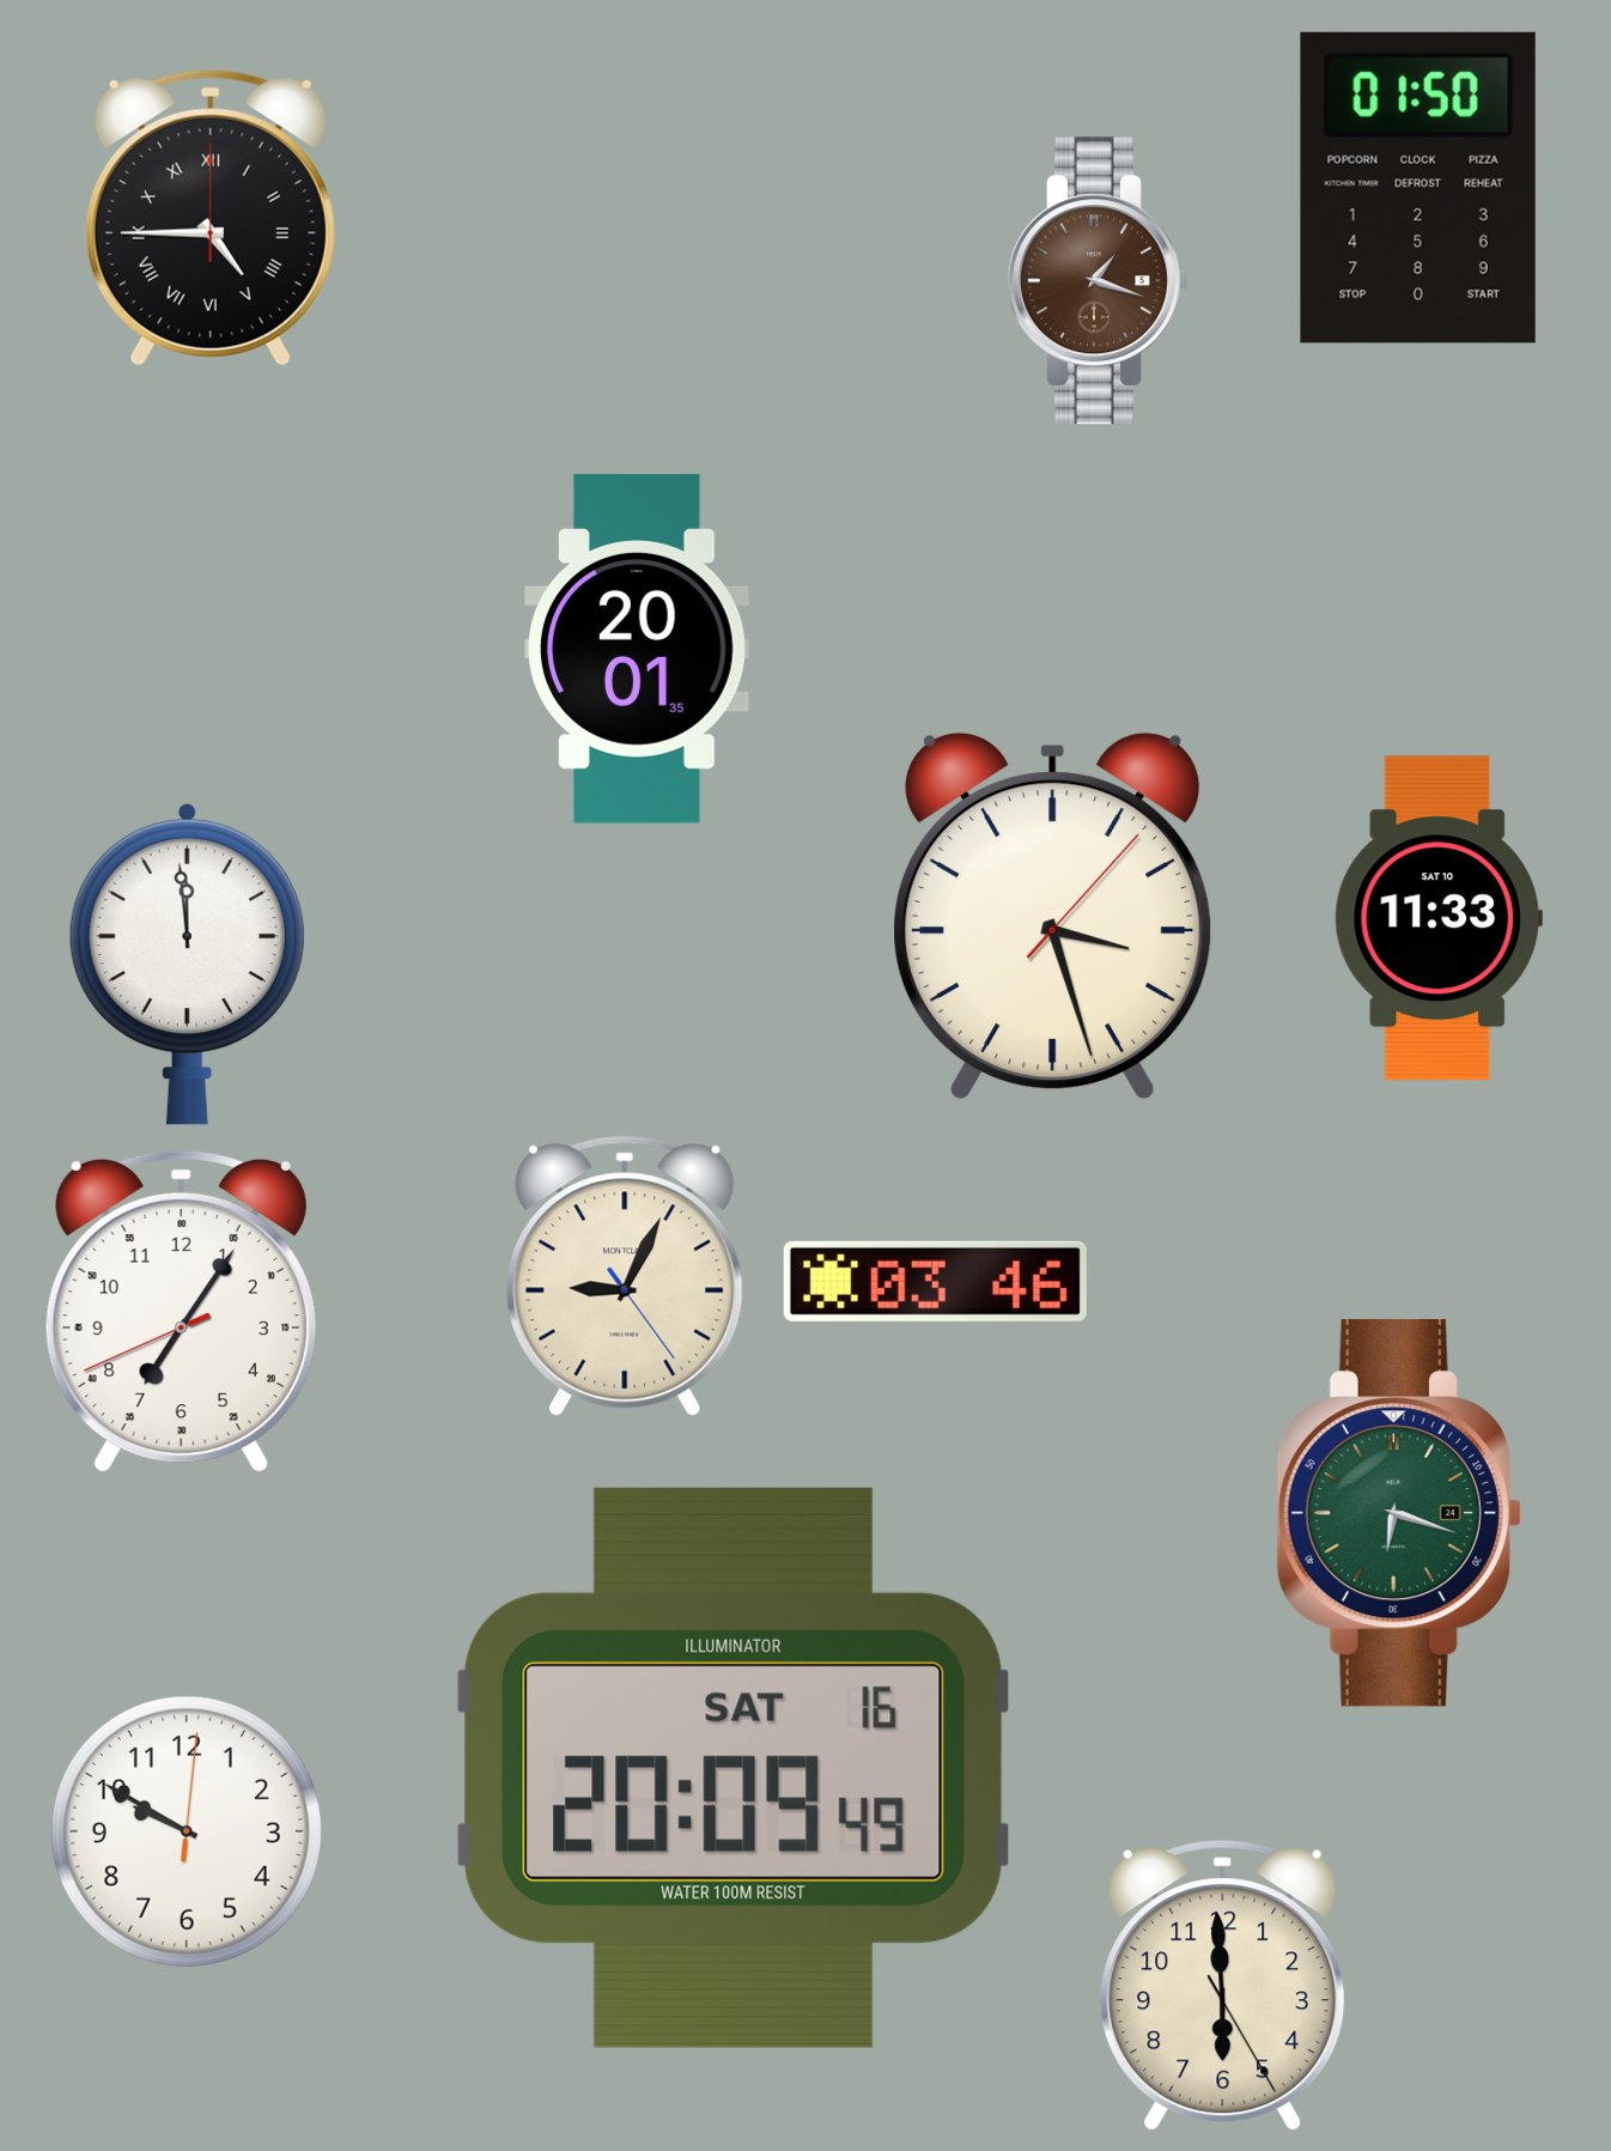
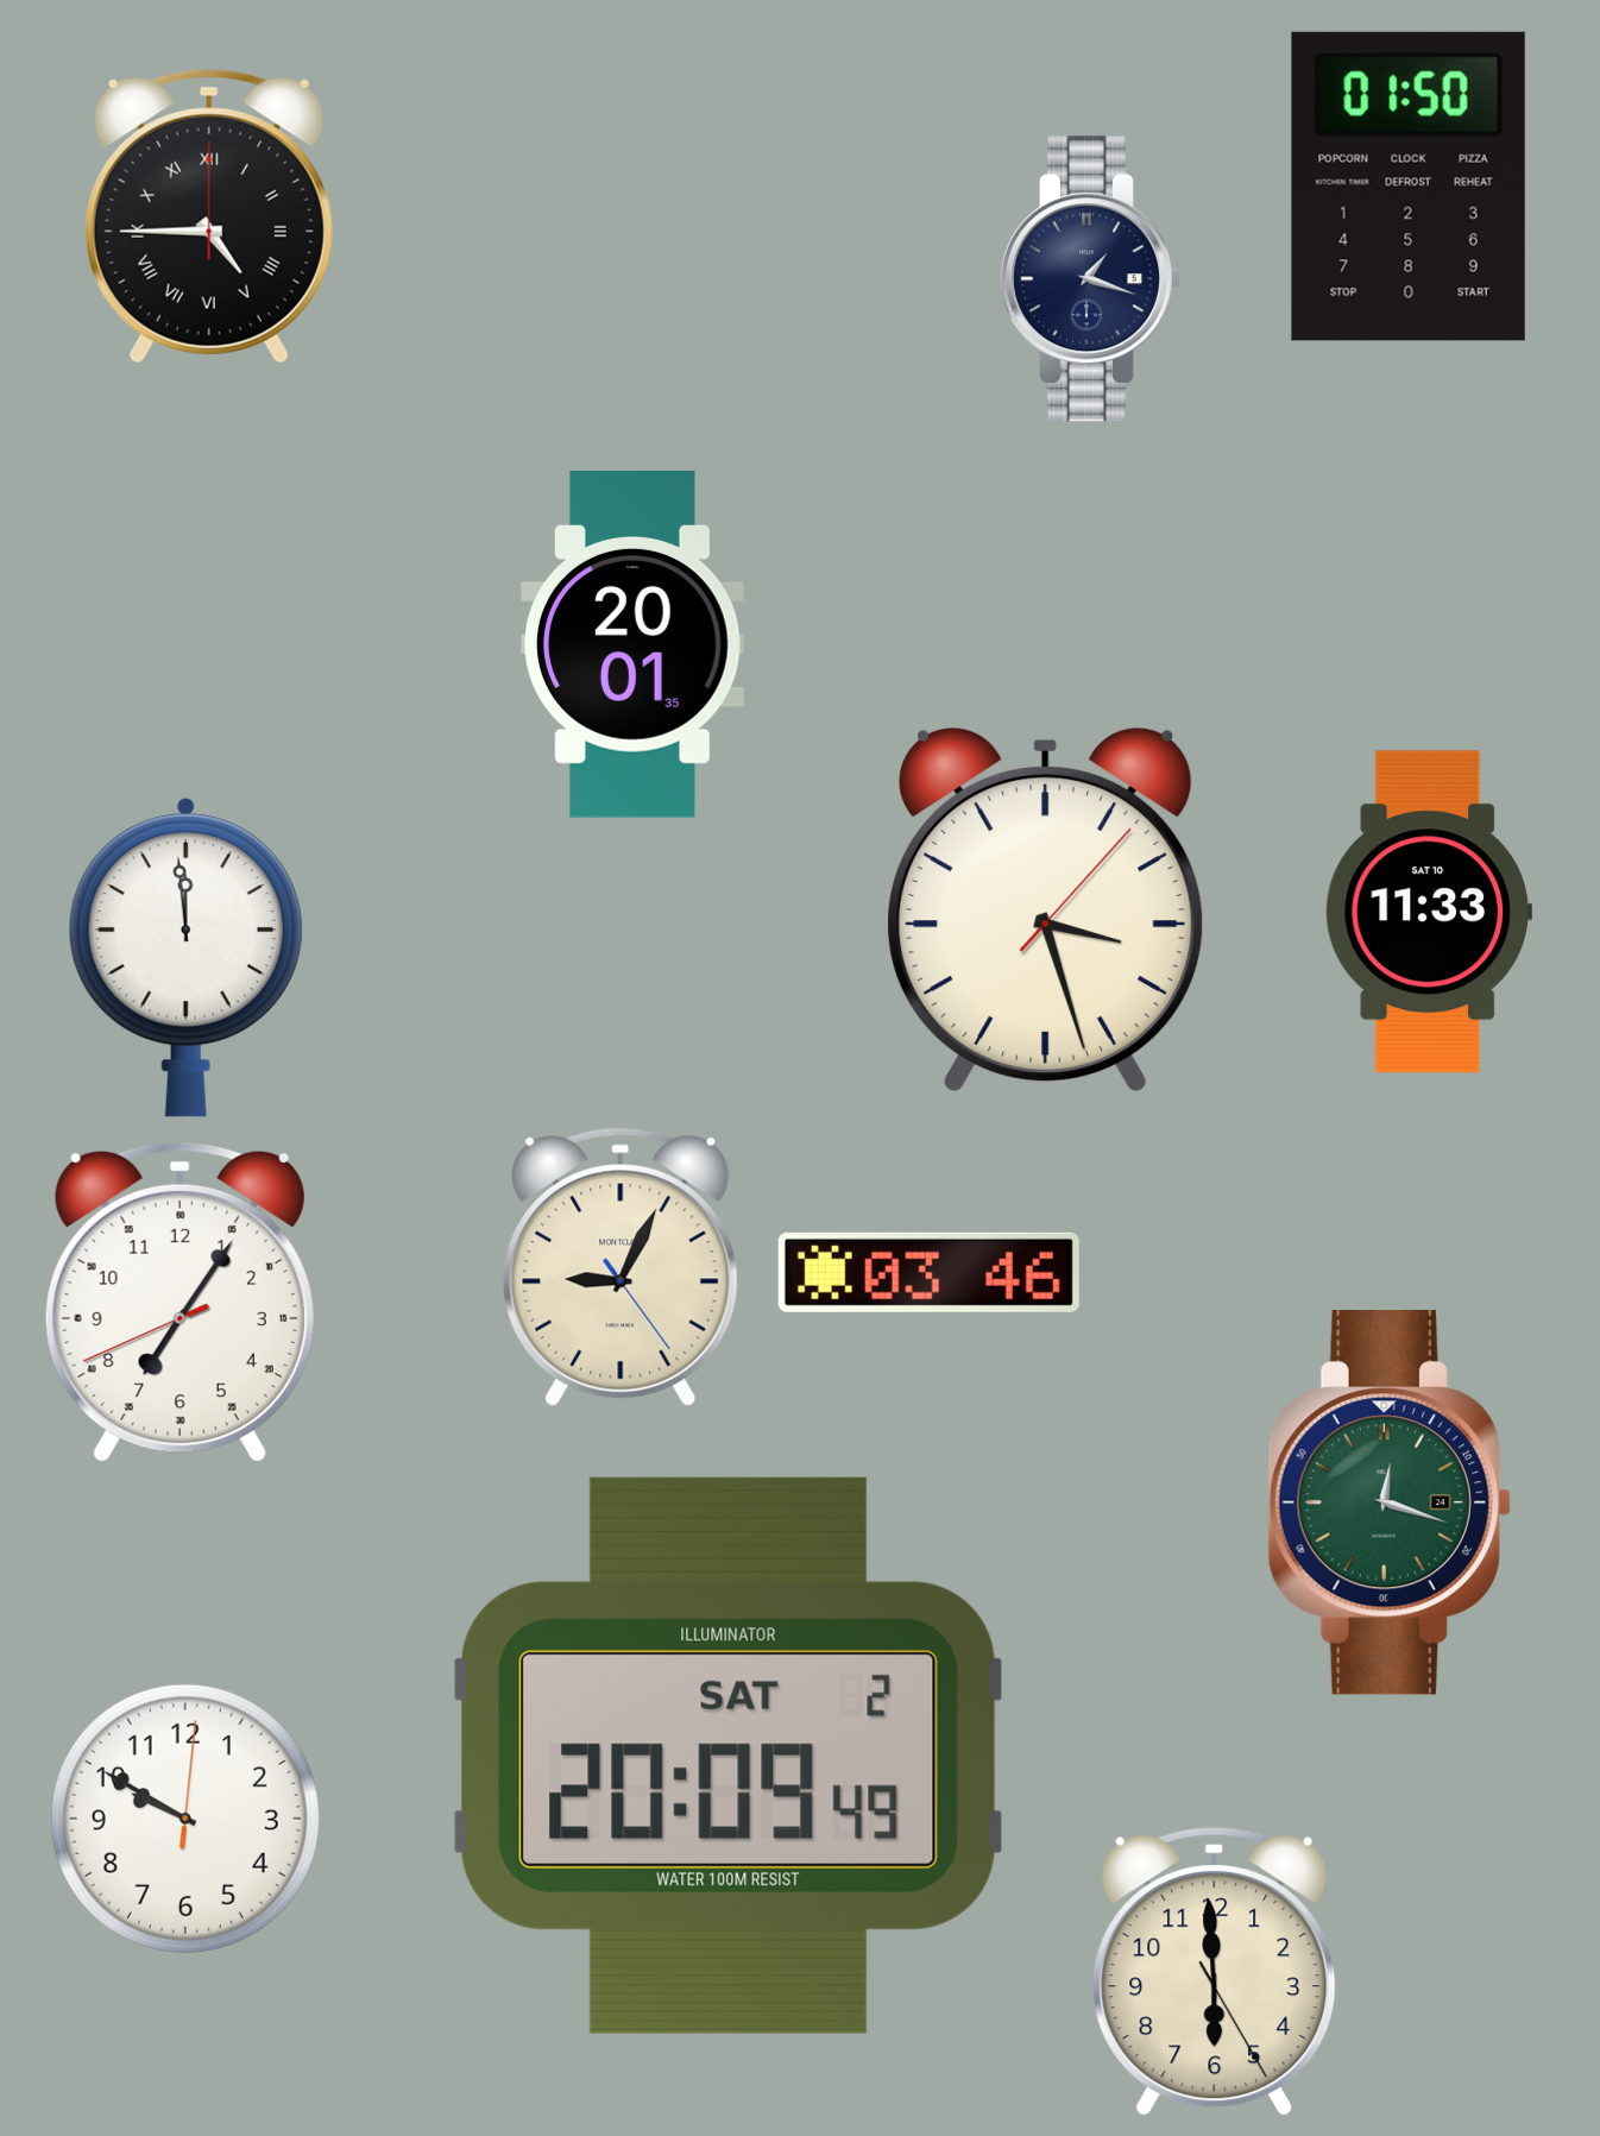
clock at (1099, 281) dial: brown -> navy
clock at (1399, 1514): 6:18 -> 12:18
clock at (734, 1768) date: SAT 16 -> SAT 2
